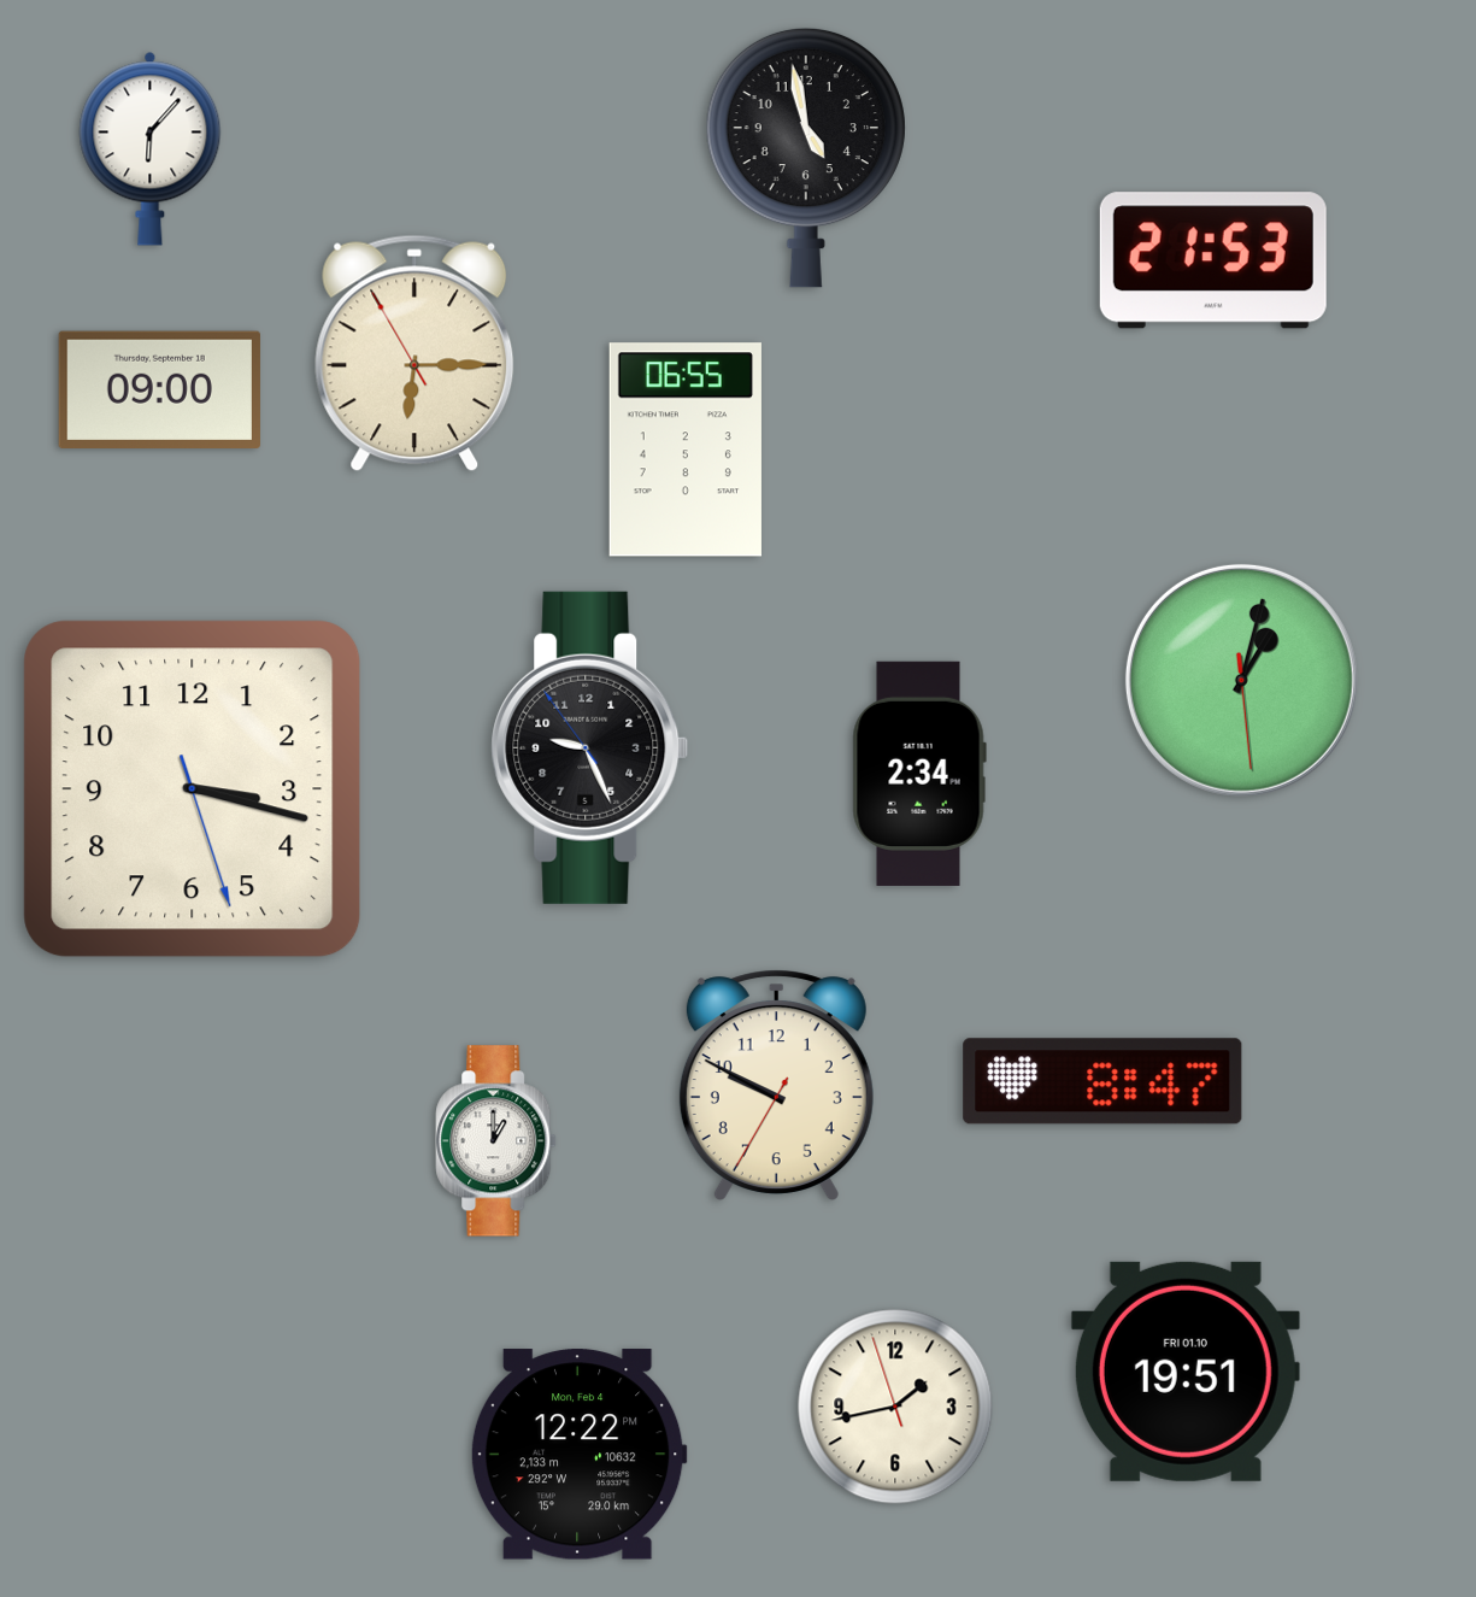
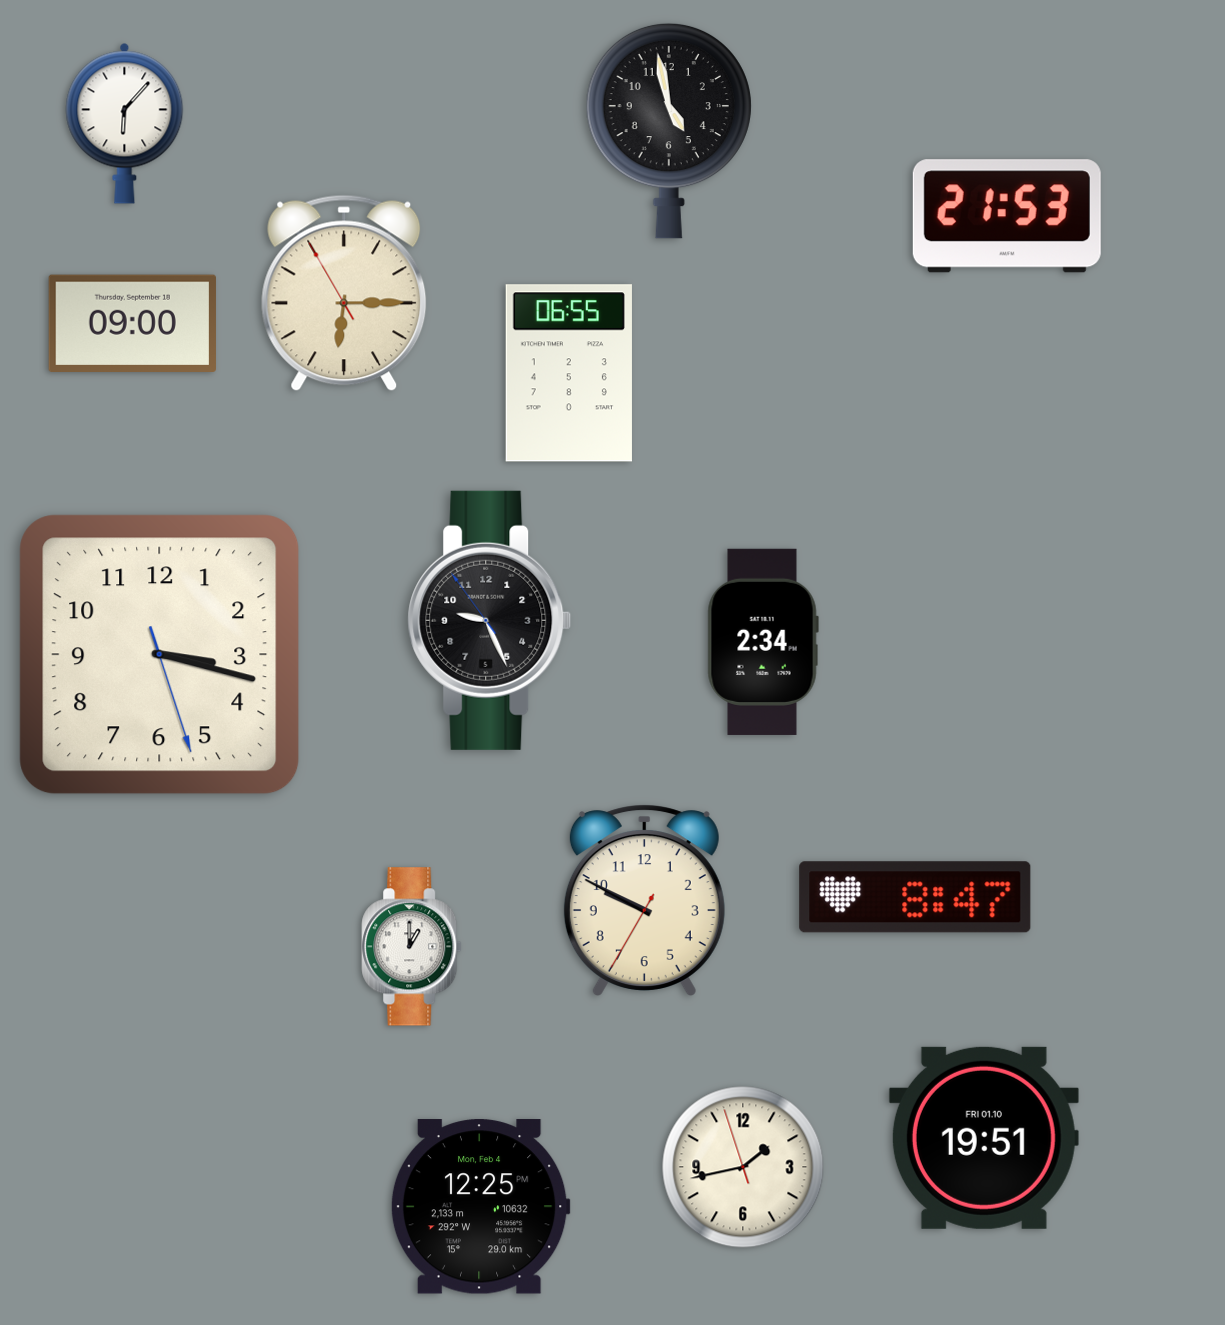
clock at (1241, 680): 1:02 -> none
clock at (578, 1455): 12:22 -> 12:25
